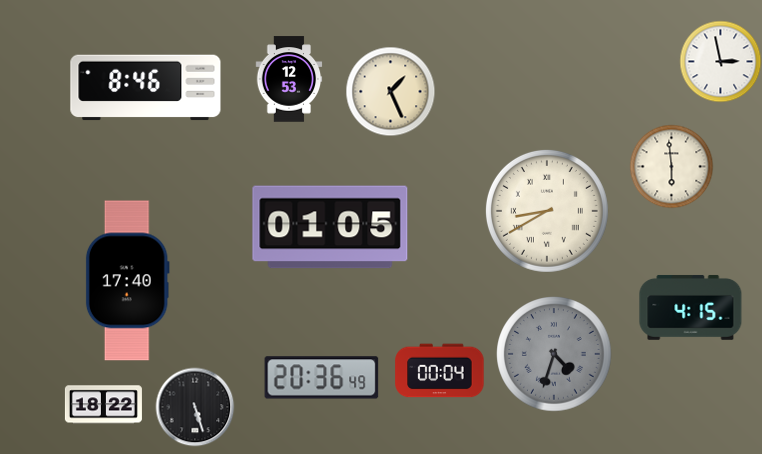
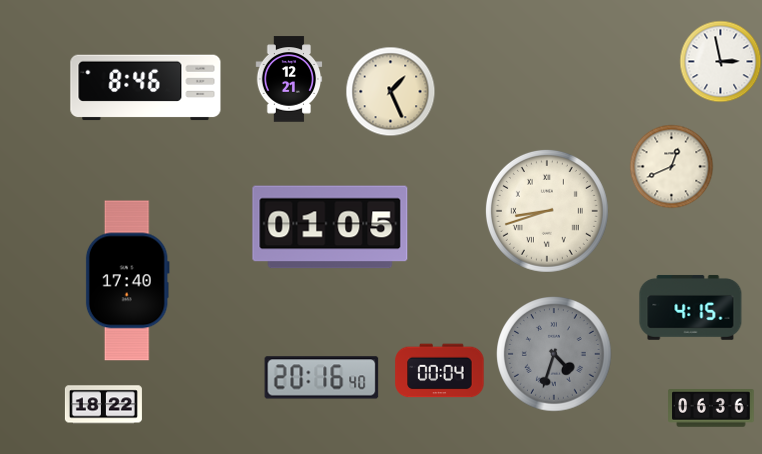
clock at (289, 79): 12:53 -> 12:21
clock at (671, 166): 5:59 -> 12:41
clock at (547, 211): 8:40 -> 8:42
clock at (322, 378): 20:36 -> 20:16
clock at (195, 407): 5:27 -> none
clock at (711, 408): none -> 06:36
